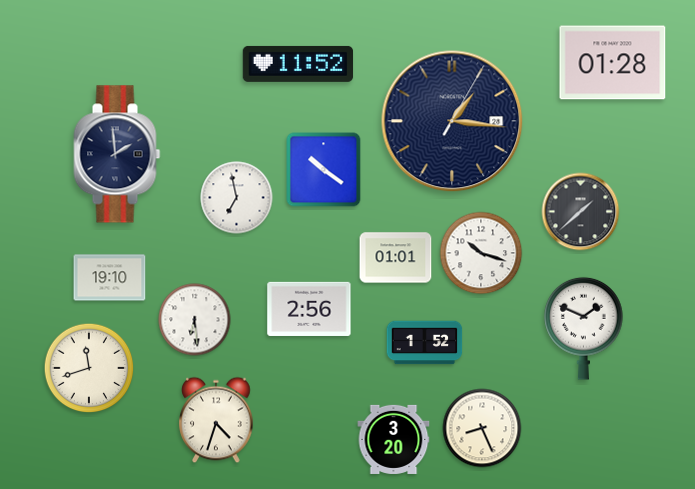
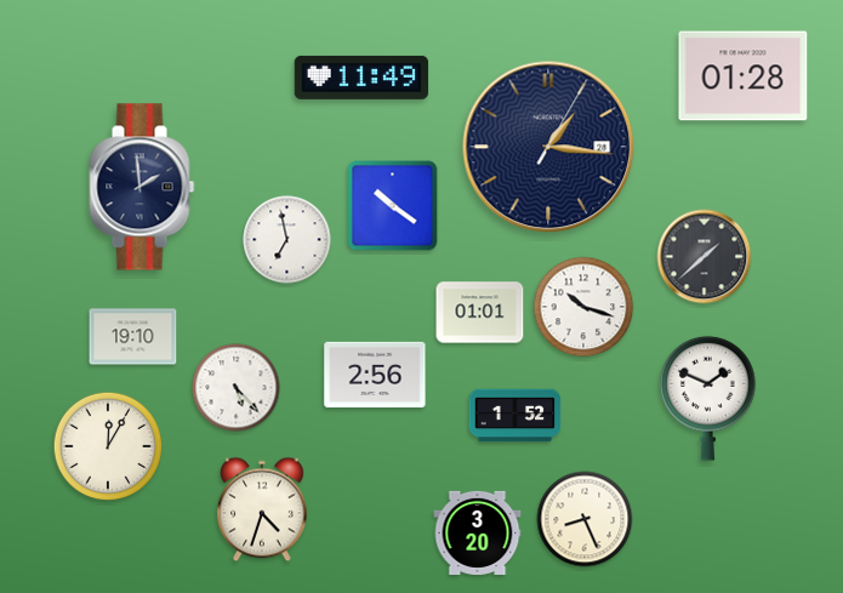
clock at (298, 64): 11:52 -> 11:49
clock at (195, 320): 6:29 -> 5:23
clock at (89, 368): 11:42 -> 12:05
